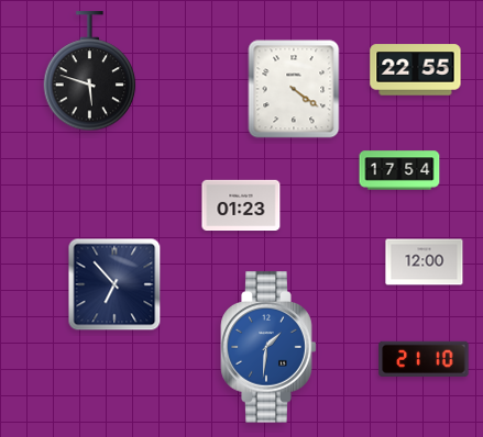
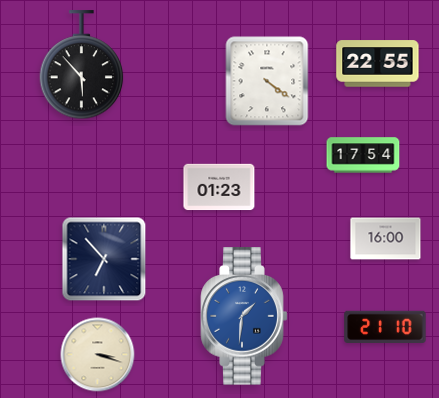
clock at (90, 71): 5:48 -> 5:53
clock at (425, 262): 12:00 -> 16:00
clock at (98, 355): none -> 3:18
